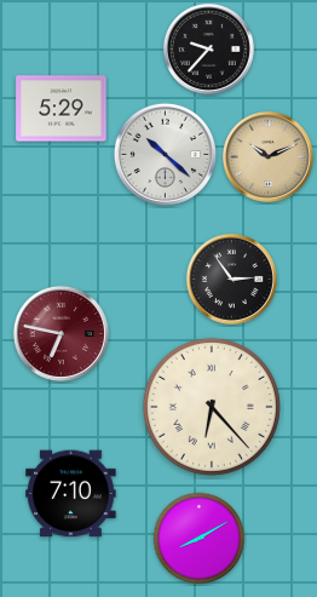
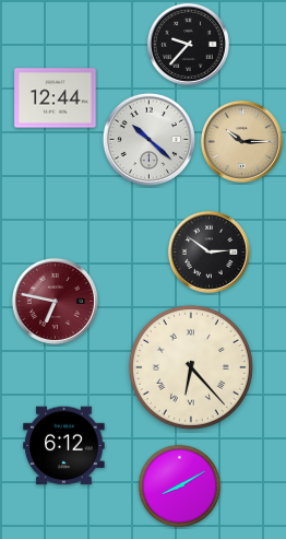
clock at (62, 109): 5:29 -> 12:44
clock at (267, 156): 10:11 -> 10:15
clock at (231, 279): 2:54 -> 2:51
clock at (71, 494): 7:10 -> 6:12
